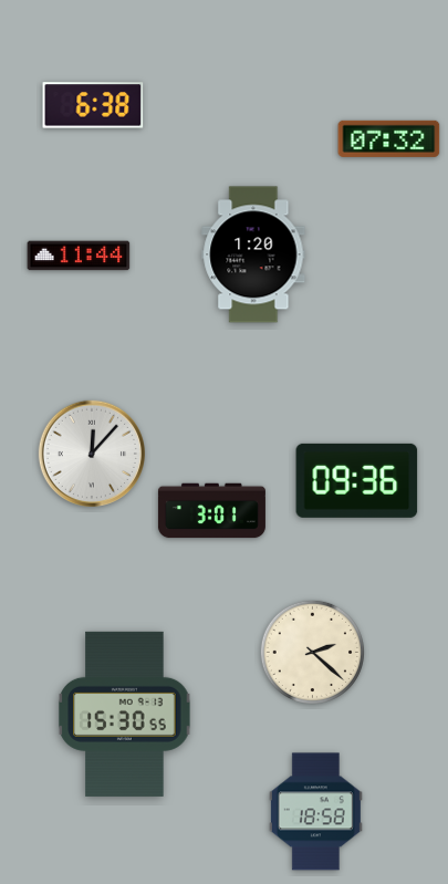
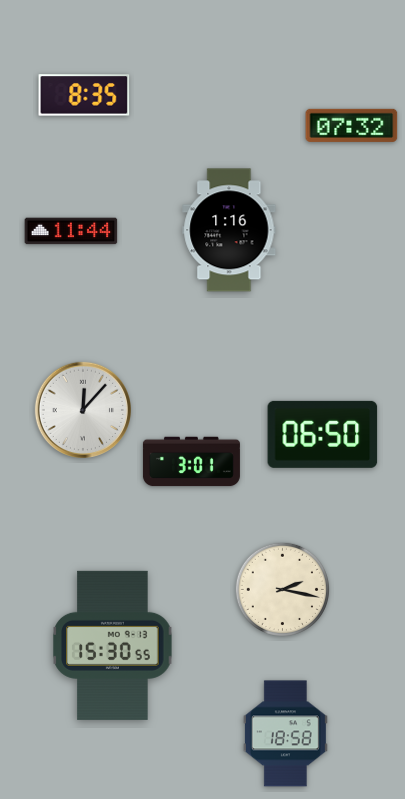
clock at (93, 105): 6:38 -> 8:35
clock at (253, 254): 1:20 -> 1:16
clock at (357, 480): 09:36 -> 06:50
clock at (312, 652): 2:22 -> 2:17
